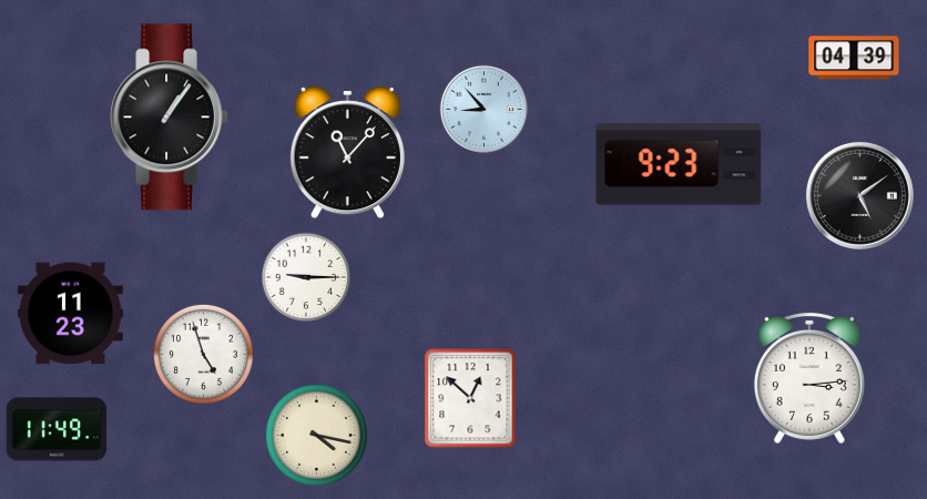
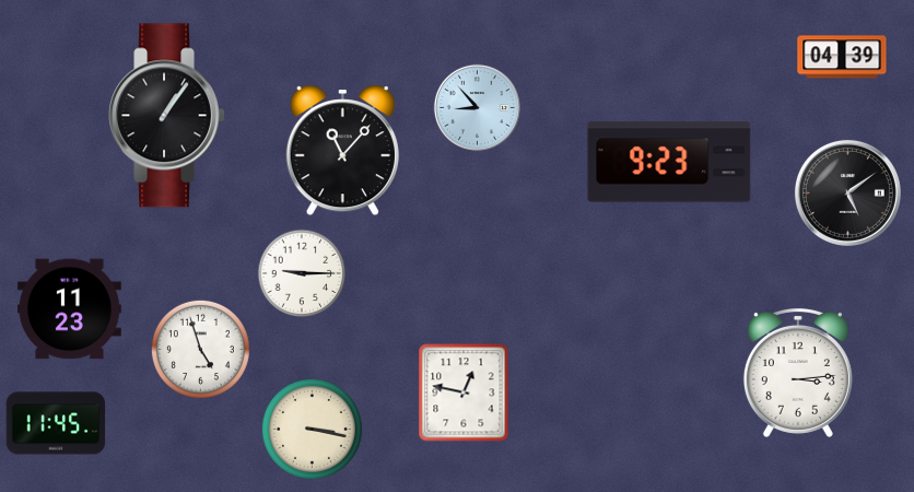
clock at (470, 398): 12:52 -> 12:47
clock at (57, 429): 11:49 -> 11:45
clock at (316, 435): 4:17 -> 3:17
